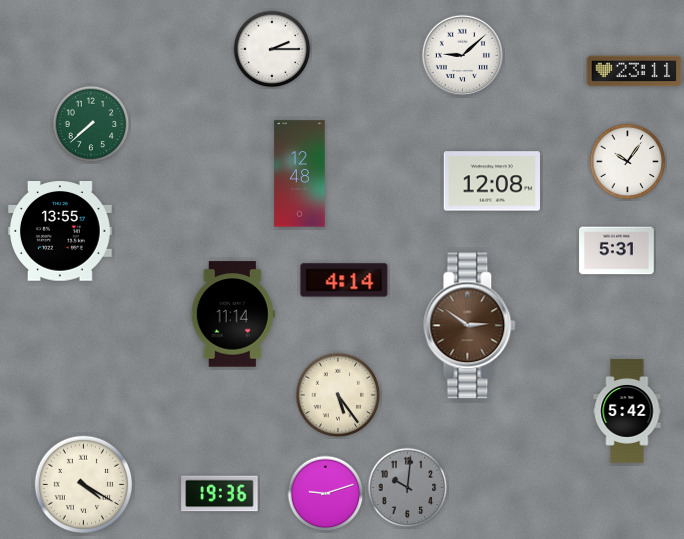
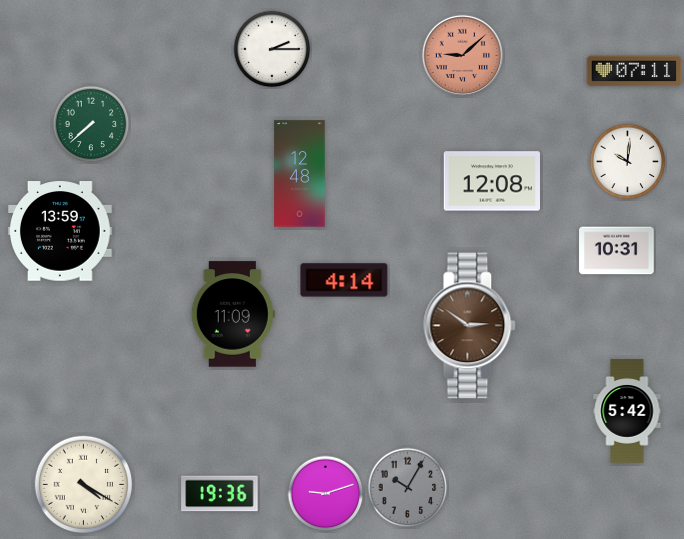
clock at (462, 55) dial: white -> salmon
clock at (634, 71): 23:11 -> 07:11
clock at (628, 162): 10:06 -> 10:01
clock at (61, 231): 13:55 -> 13:59
clock at (617, 251): 5:31 -> 10:31
clock at (233, 314): 11:14 -> 11:09
clock at (338, 395): 5:24 -> none
clock at (408, 488): 10:01 -> 10:05
